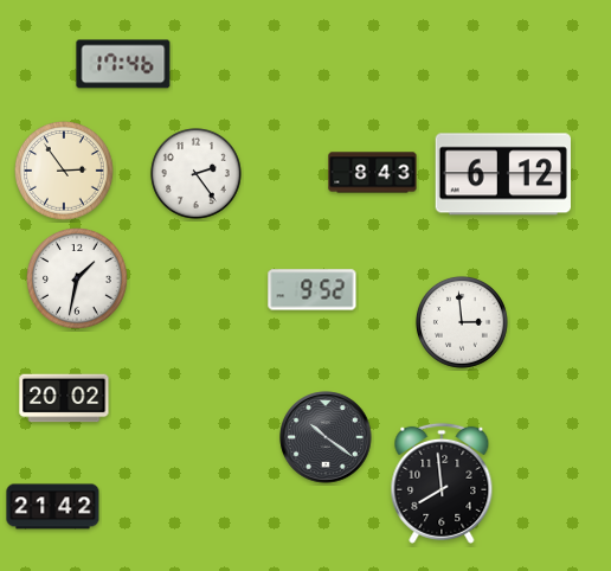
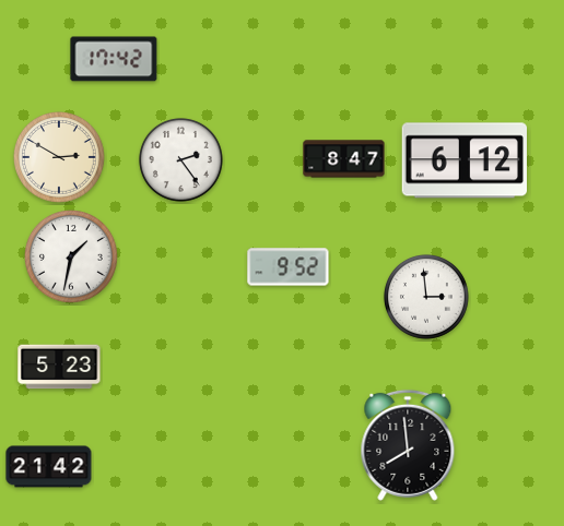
clock at (123, 64): 17:46 -> 17:42
clock at (65, 172): 2:54 -> 2:50
clock at (373, 173): 8:43 -> 8:47
clock at (64, 398): 20:02 -> 5:23
clock at (326, 437): 10:21 -> none
